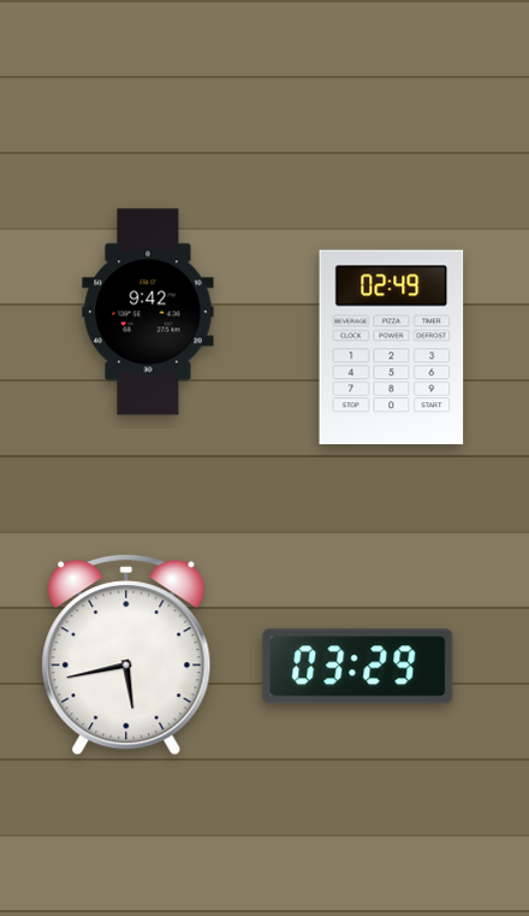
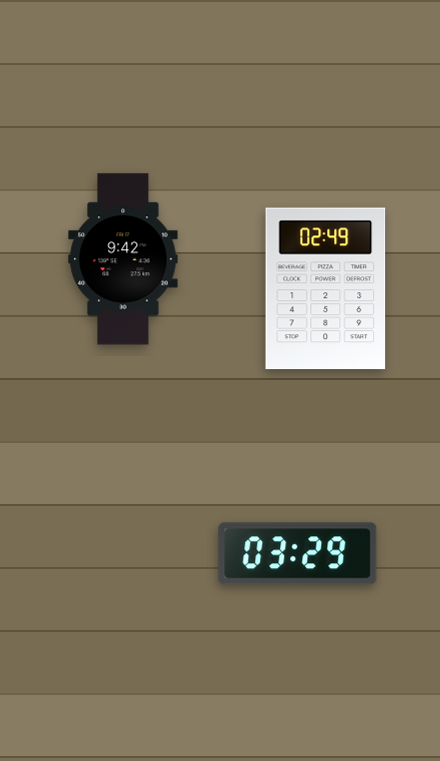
clock at (126, 655): 5:43 -> none
